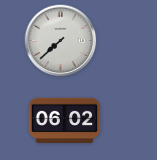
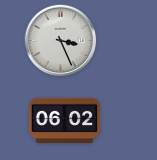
clock at (61, 41): 7:38 -> 3:26
